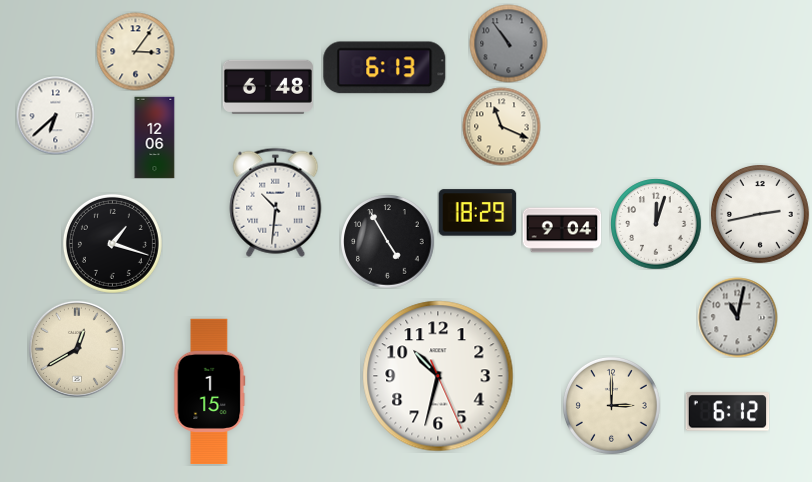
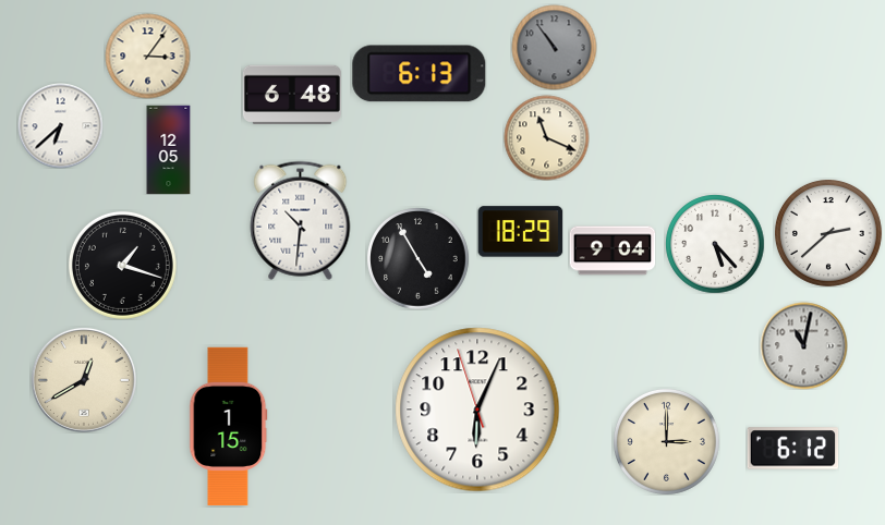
clock at (155, 137): 12:06 -> 12:05
clock at (760, 214): 2:43 -> 2:38
clock at (656, 224): 12:03 -> 5:23
clock at (387, 241) position: (387, 241) -> (417, 258)
clock at (438, 376): 10:32 -> 6:03
